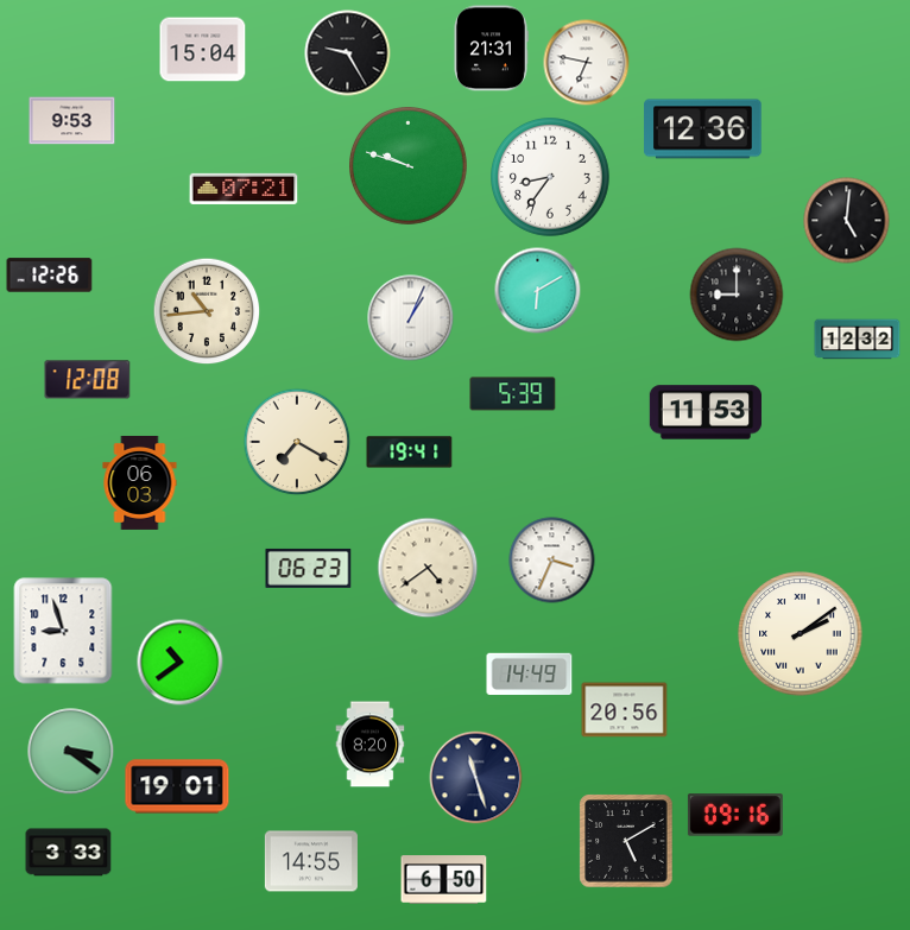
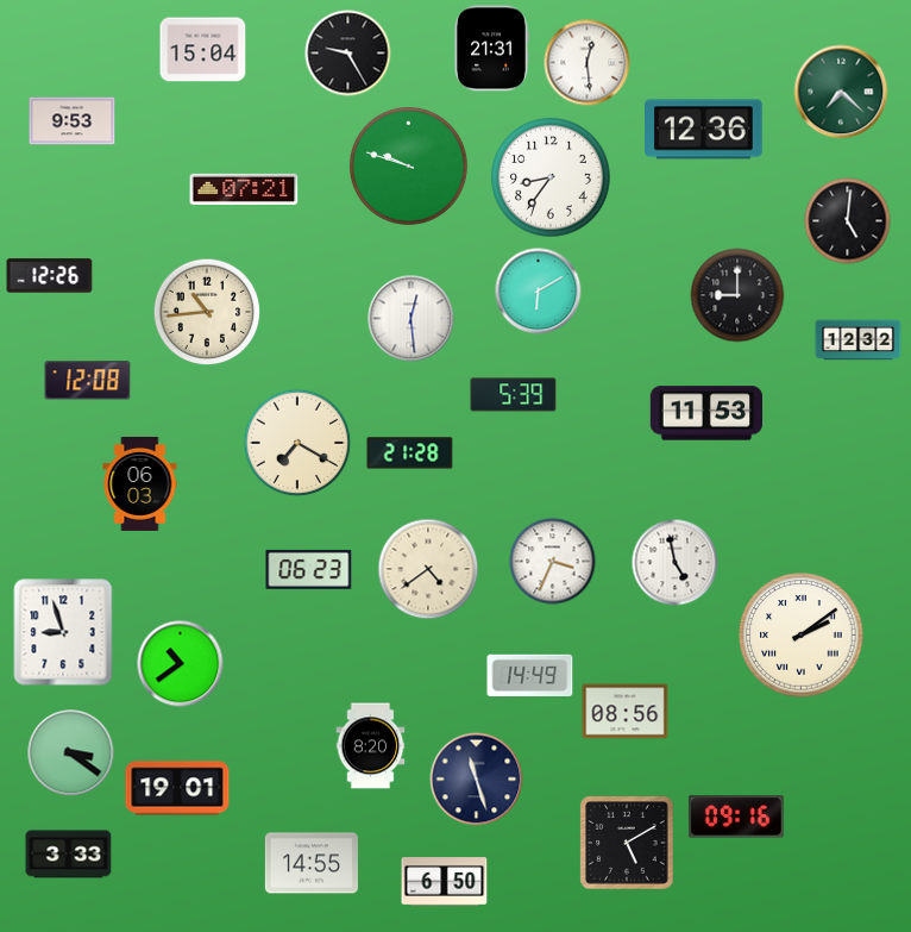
clock at (587, 63): 6:47 -> 12:29
clock at (841, 92): none -> 7:22
clock at (411, 318): 1:04 -> 12:29
clock at (410, 453): 19:41 -> 21:28
clock at (676, 563): none -> 4:58
clock at (625, 710): 20:56 -> 08:56
